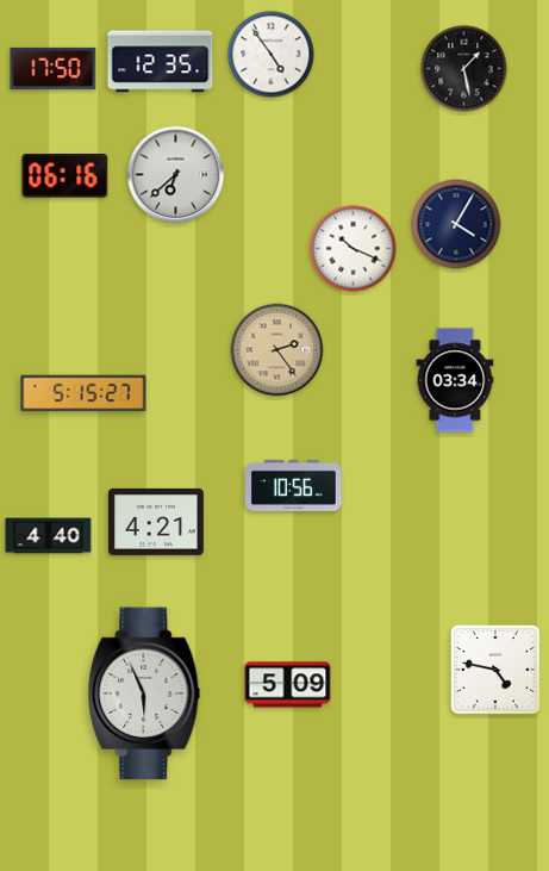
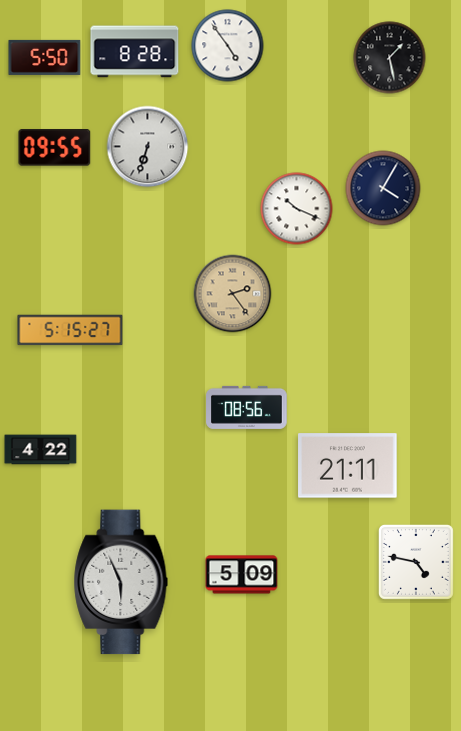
clock at (161, 62): 12:35 -> 8:28
clock at (54, 68): 17:50 -> 5:50
clock at (176, 175): 6:38 -> 6:33
clock at (65, 176): 06:16 -> 09:55
clock at (455, 380): 03:34 -> none
clock at (294, 485): 10:56 -> 08:56
clock at (156, 522): 4:21 -> none
clock at (49, 536): 4:40 -> 4:22
clock at (348, 466): none -> 21:11
